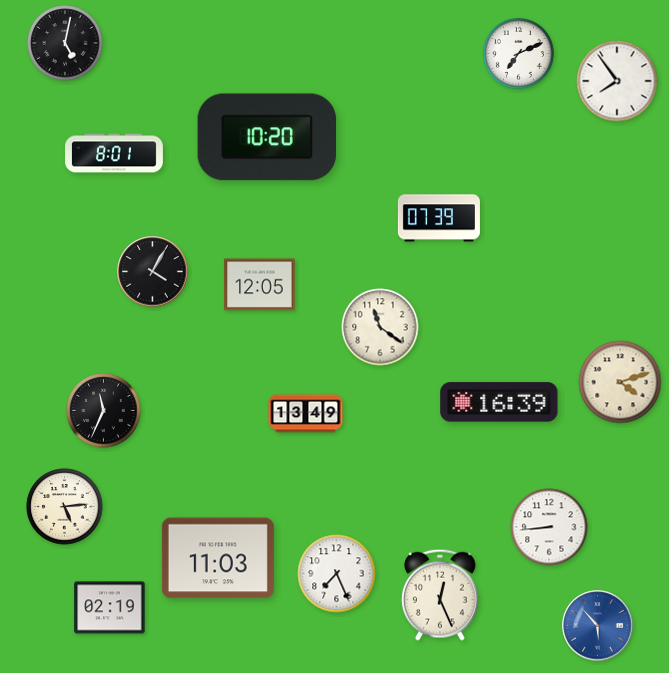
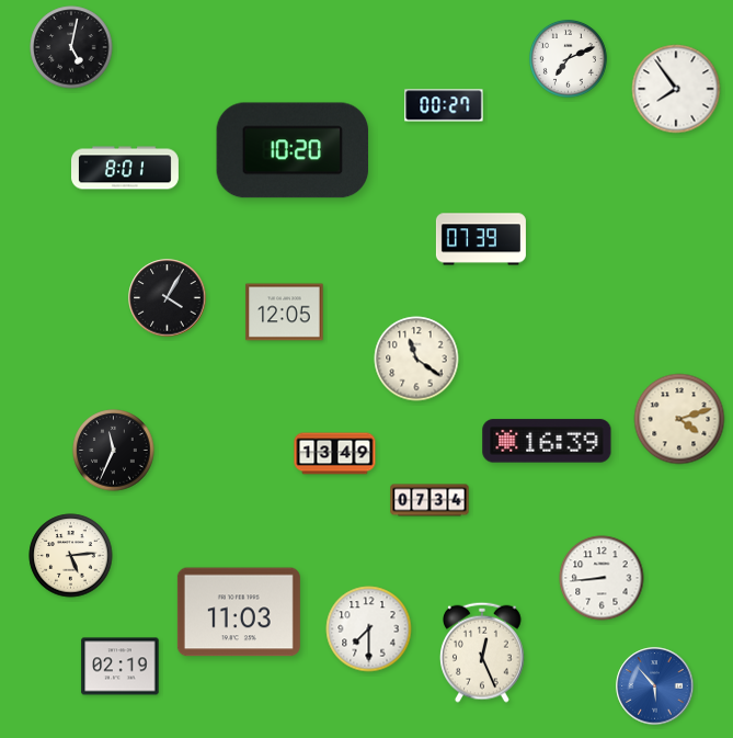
clock at (444, 105): none -> 00:27
clock at (430, 500): none -> 07:34
clock at (337, 574): 7:26 -> 7:30
